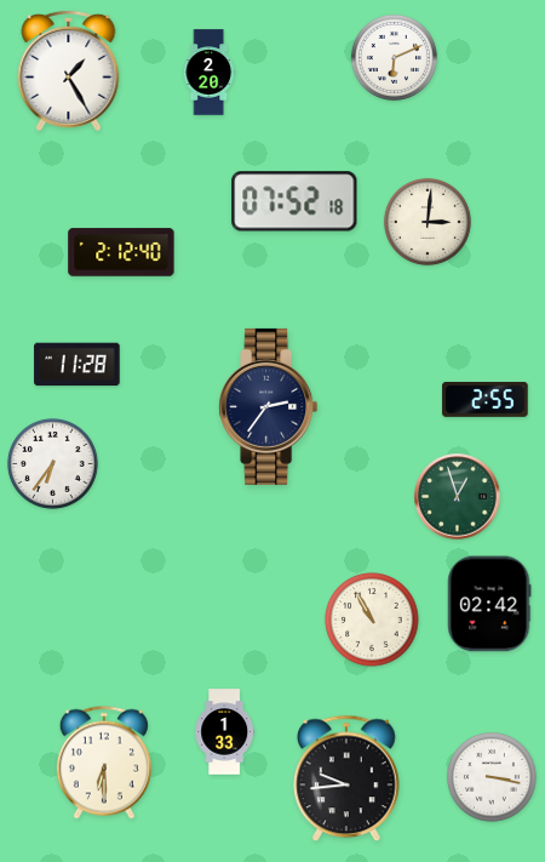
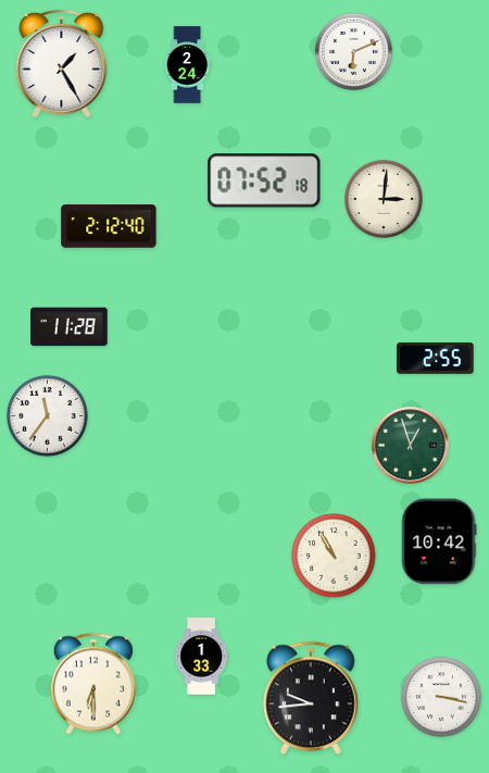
clock at (208, 73): 2:20 -> 2:24
clock at (269, 406): 2:36 -> none
clock at (53, 464): 6:36 -> 11:36
clock at (489, 604): 02:42 -> 10:42
